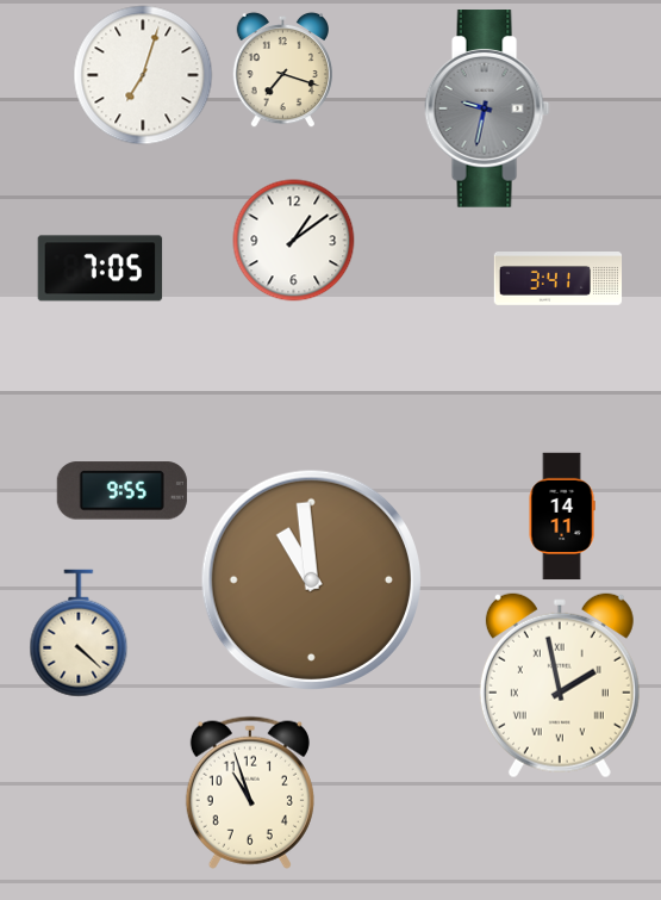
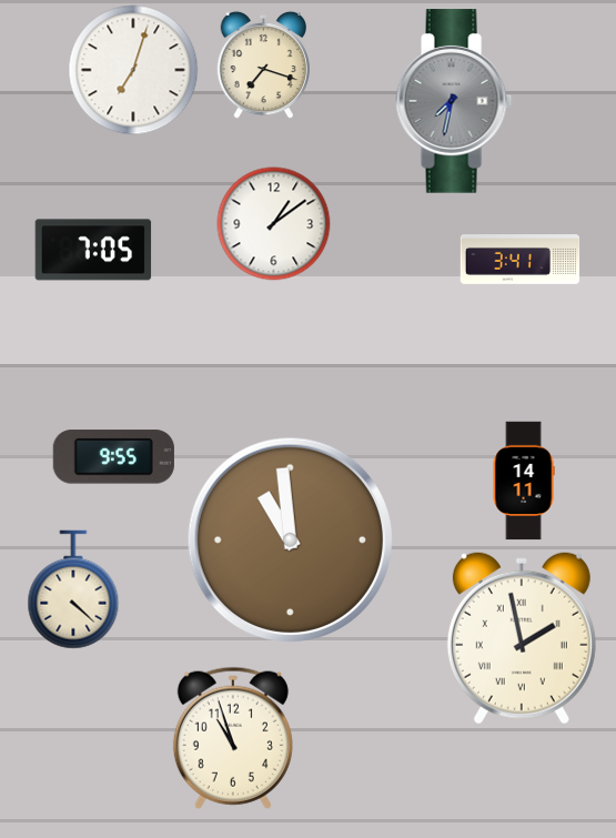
clock at (487, 108): 9:32 -> 7:32
